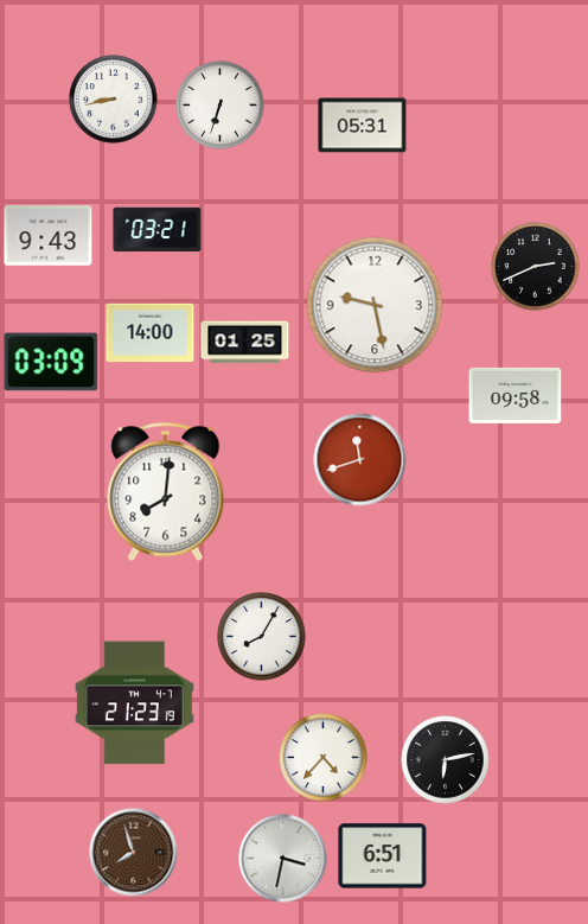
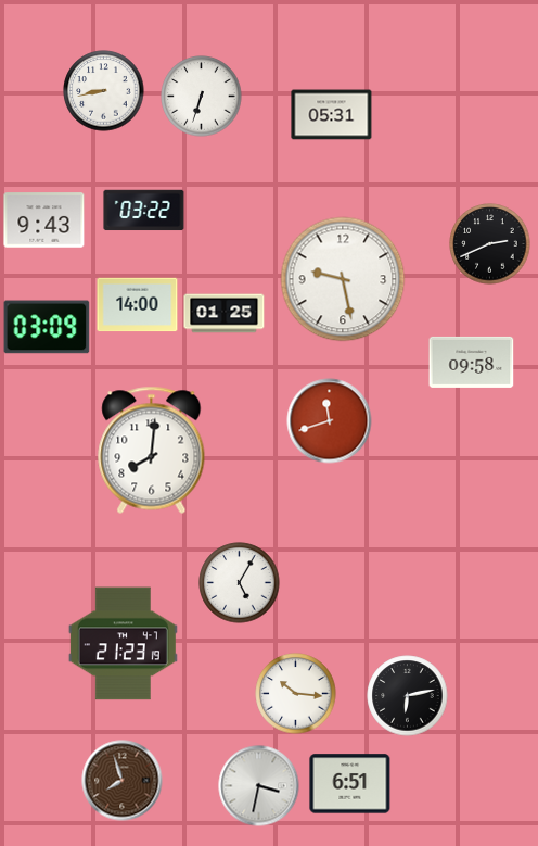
clock at (158, 230): 03:21 -> 03:22
clock at (49, 236) position: (49, 236) -> (44, 220)
clock at (51, 362) position: (51, 362) -> (47, 327)
clock at (262, 637): 8:05 -> 5:05
clock at (324, 758): 4:37 -> 10:16
